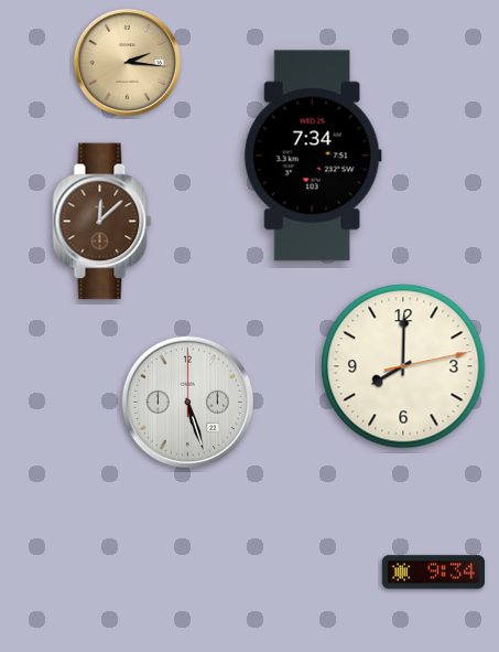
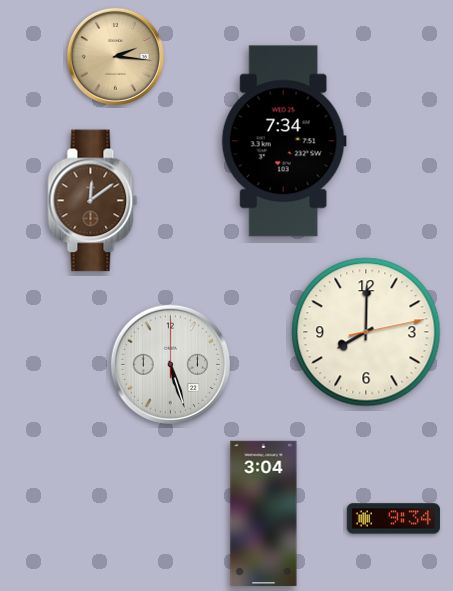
clock at (102, 222): 12:08 -> 12:09
clock at (264, 513): none -> 3:04
